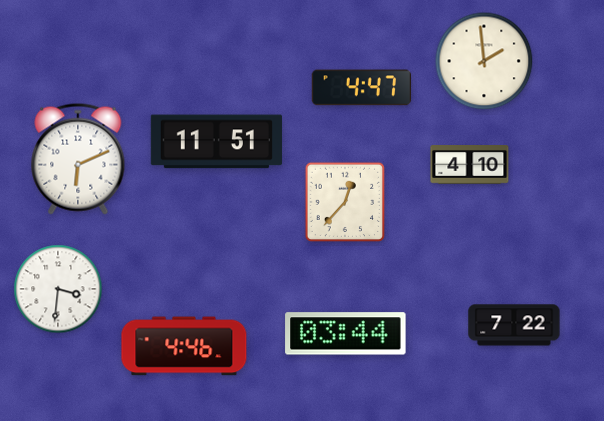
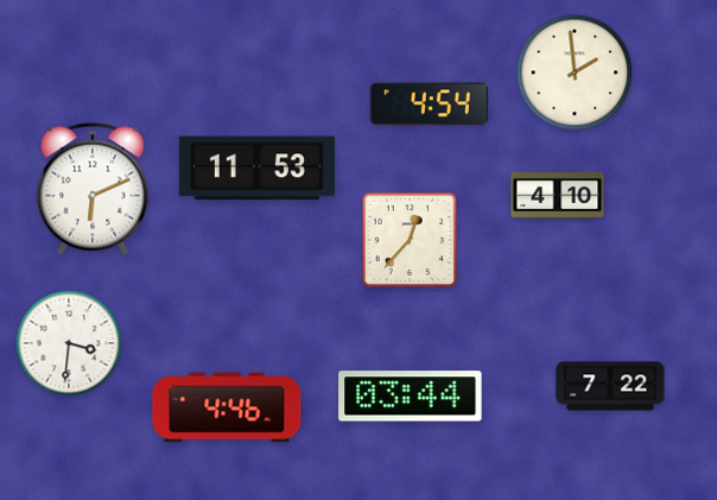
clock at (361, 88): 4:47 -> 4:54
clock at (216, 142): 11:51 -> 11:53
clock at (184, 346) position: (184, 346) -> (227, 407)
